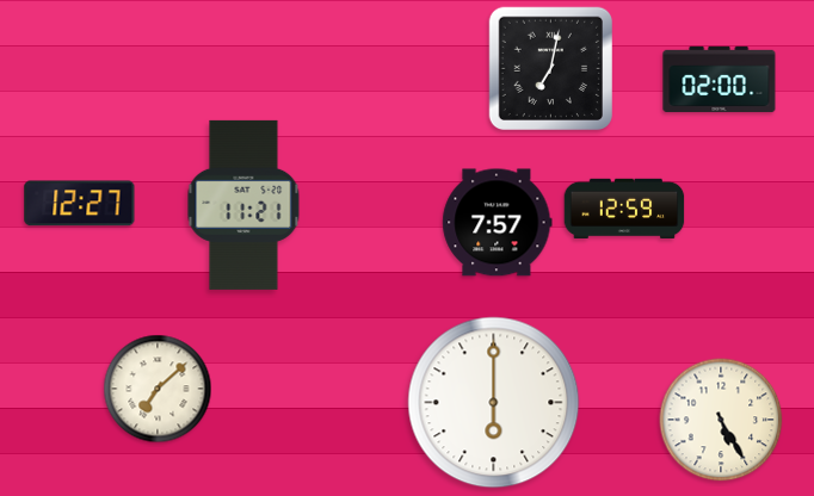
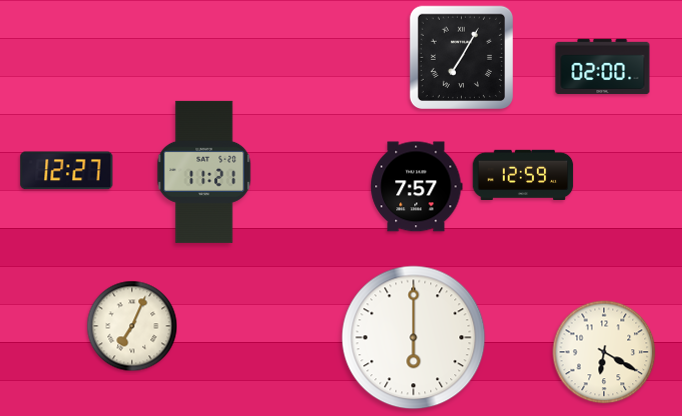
clock at (550, 68): 7:02 -> 7:05
clock at (158, 389): 7:08 -> 7:04
clock at (721, 420): 5:25 -> 6:20
